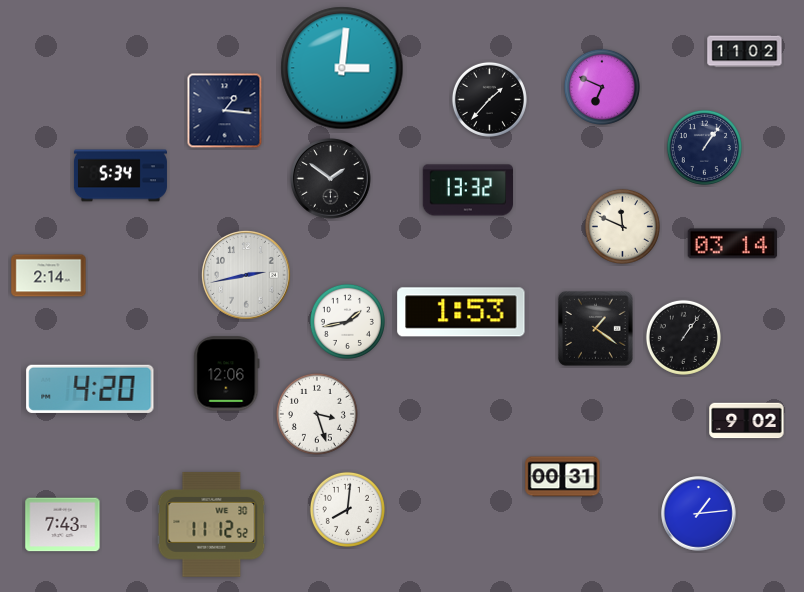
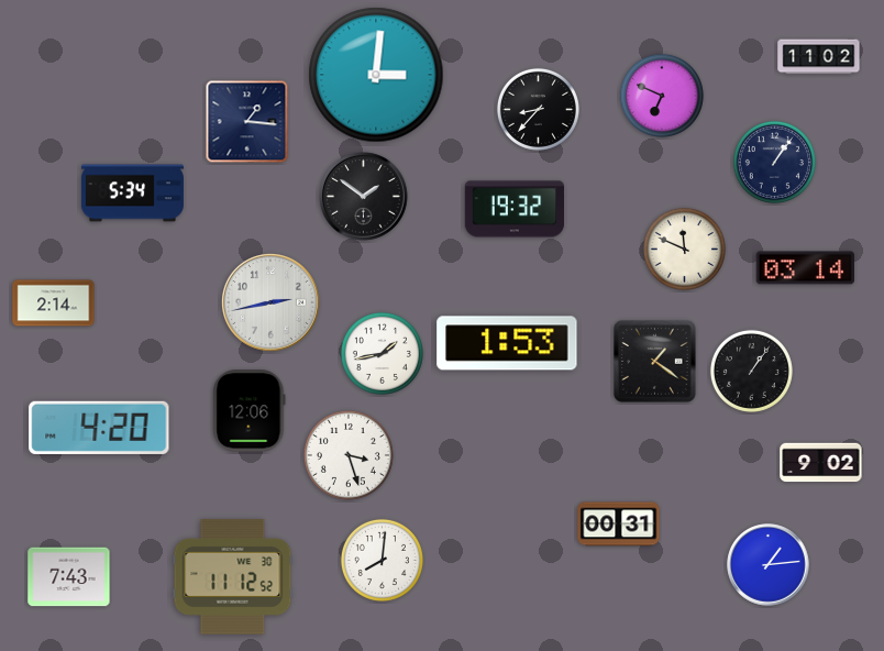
clock at (489, 99): 1:37 -> 8:37
clock at (467, 190): 13:32 -> 19:32
